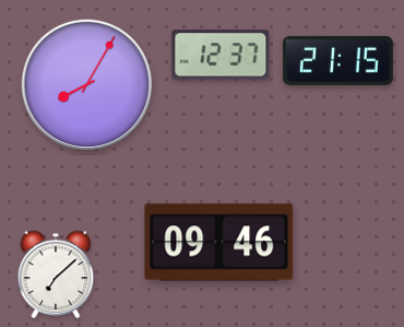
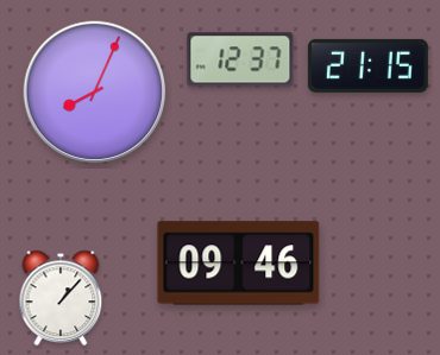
clock at (87, 85): 8:05 -> 8:04
clock at (56, 275): 7:08 -> 1:07
